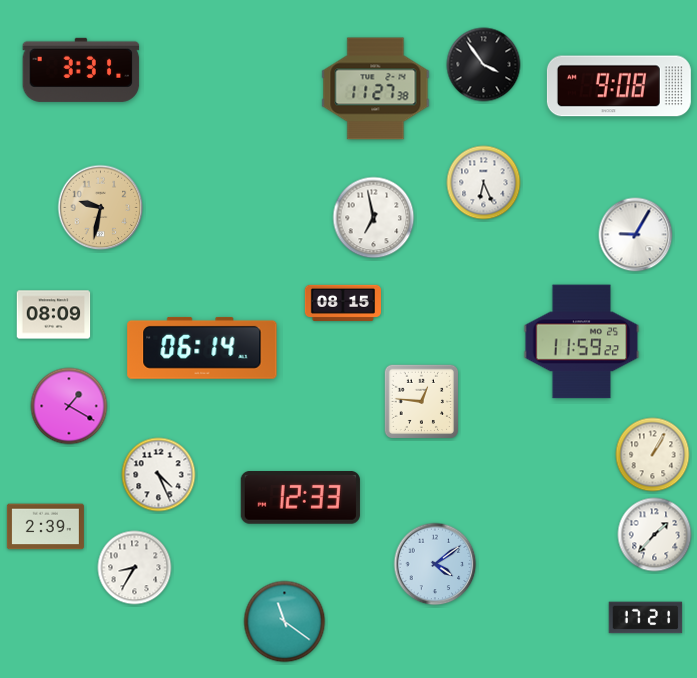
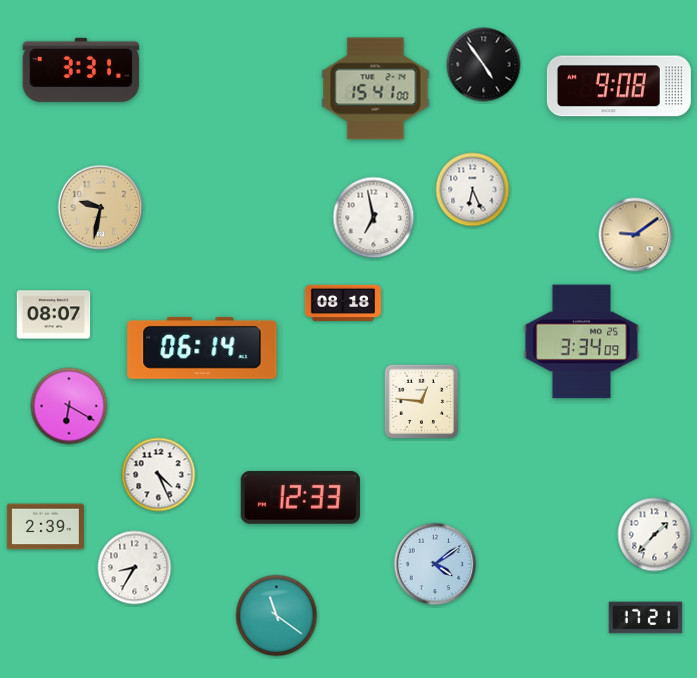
clock at (484, 65): 3:54 -> 4:54
clock at (376, 89): 11:27 -> 15:41
clock at (484, 183) position: (484, 183) -> (473, 190)
clock at (636, 235): 9:05 -> 9:09
clock at (636, 235) dial: white -> champagne
clock at (343, 303): 08:15 -> 08:18
clock at (54, 315): 08:09 -> 08:07
clock at (582, 342): 11:59 -> 3:34
clock at (69, 406): 1:20 -> 6:20
clock at (653, 455): 1:05 -> none
clock at (285, 622) position: (285, 622) -> (277, 616)
